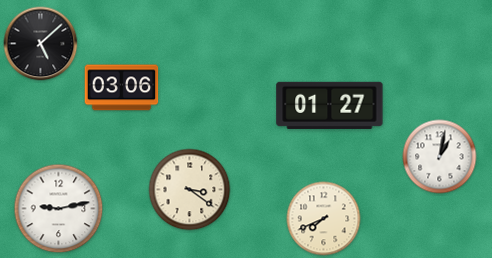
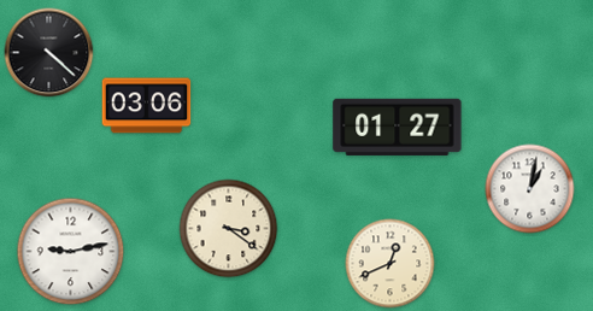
clock at (41, 44): 5:08 -> 4:22
clock at (324, 219): 7:41 -> 12:41
